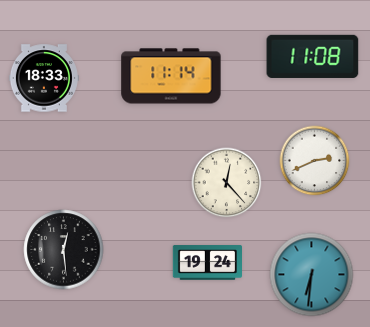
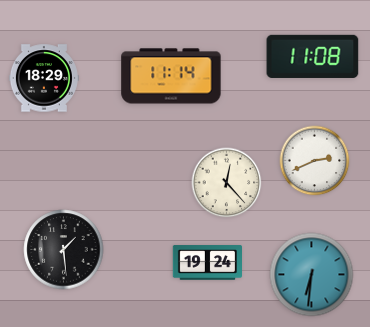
clock at (44, 78): 18:33 -> 18:29
clock at (64, 250): 12:29 -> 1:29
